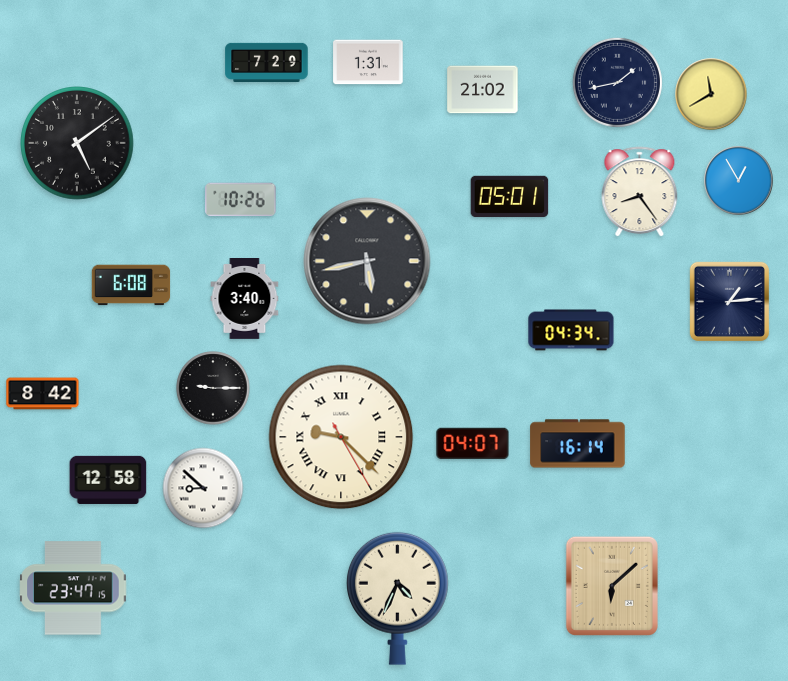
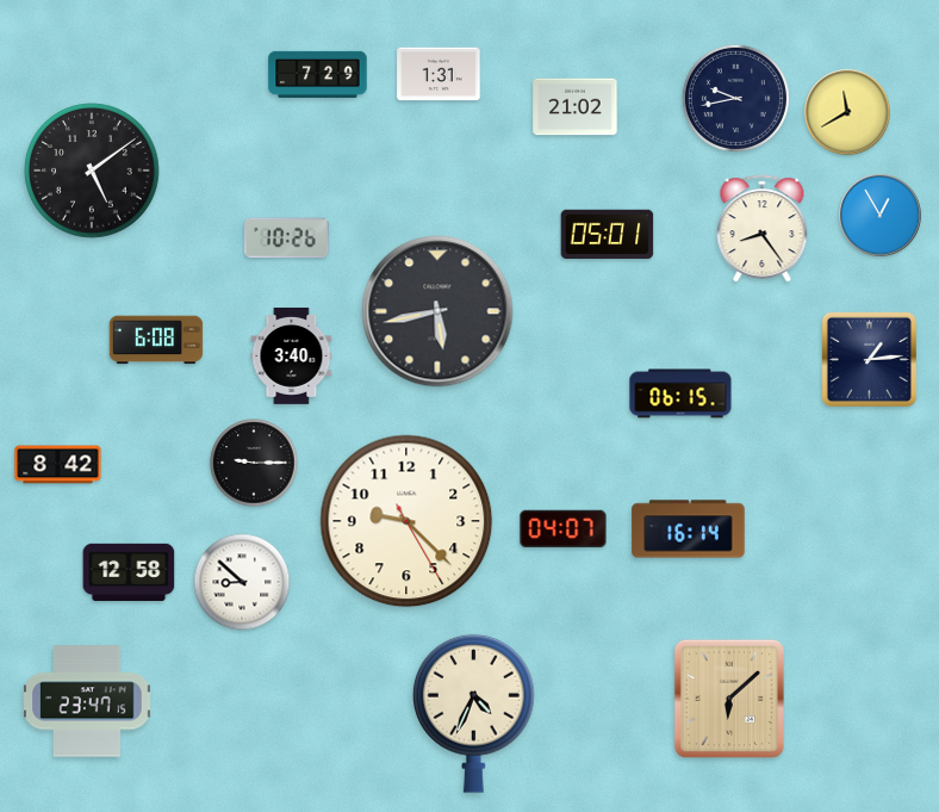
clock at (617, 82): 1:43 -> 9:43
clock at (571, 330): 04:34 -> 06:15
clock at (43, 394) position: (43, 394) -> (58, 465)
clock at (341, 437) numerals: Roman -> Arabic
